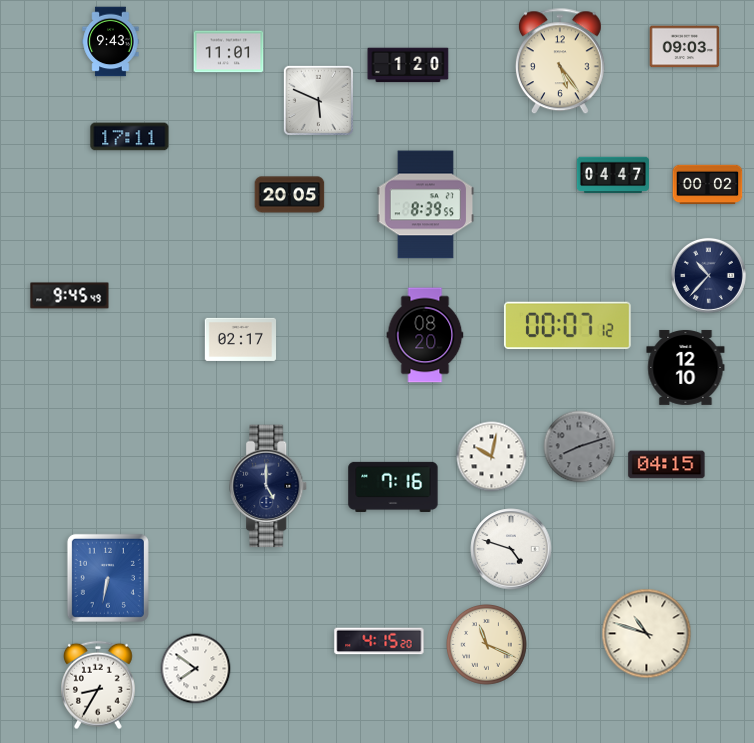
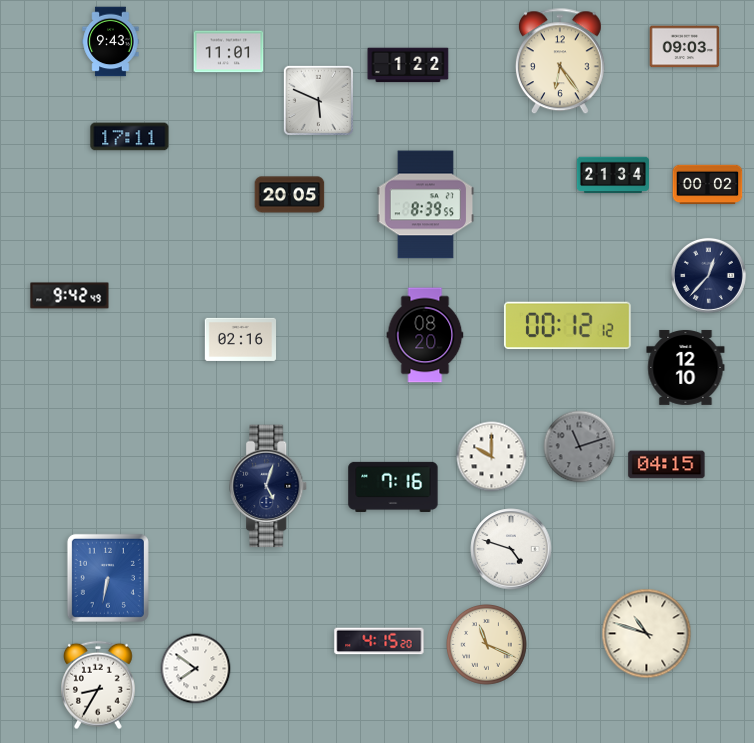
clock at (560, 62): 5:24 -> 6:24
clock at (408, 65): 1:20 -> 1:22
clock at (613, 175): 04:47 -> 21:34
clock at (708, 275): 10:37 -> 12:37
clock at (70, 296): 9:45 -> 9:42
clock at (567, 326): 00:07 -> 00:12
clock at (241, 339): 02:17 -> 02:16
clock at (580, 447): 8:12 -> 11:12
clock at (492, 457): 10:02 -> 10:00
clock at (269, 486): 5:00 -> 5:03
